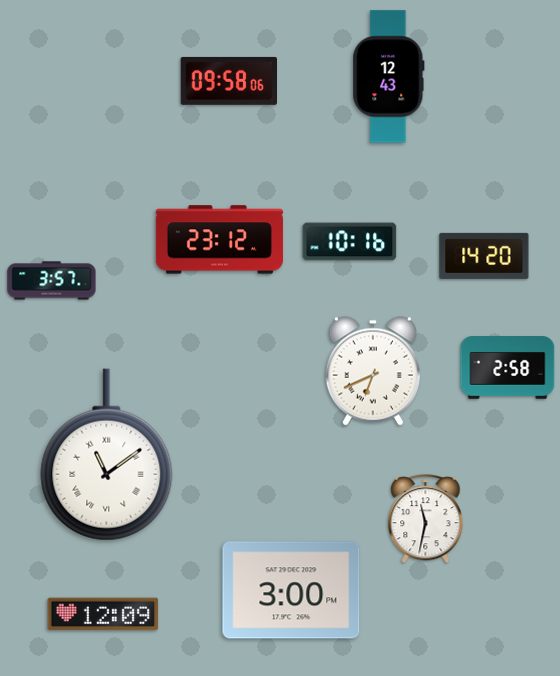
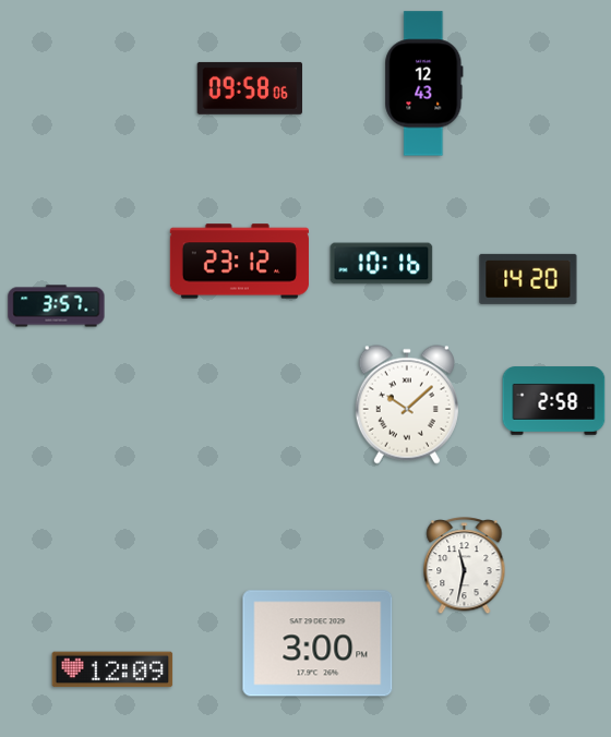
clock at (373, 371): 6:41 -> 10:08
clock at (107, 455): 11:09 -> none
